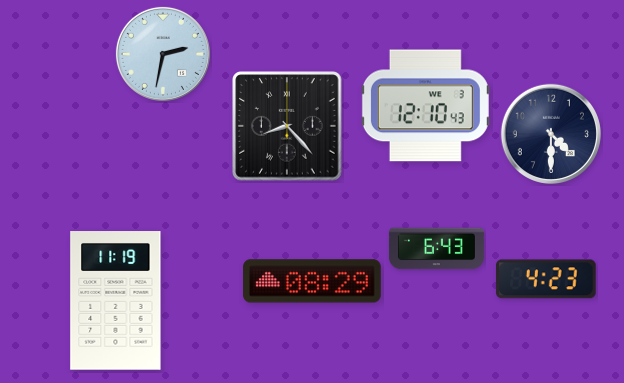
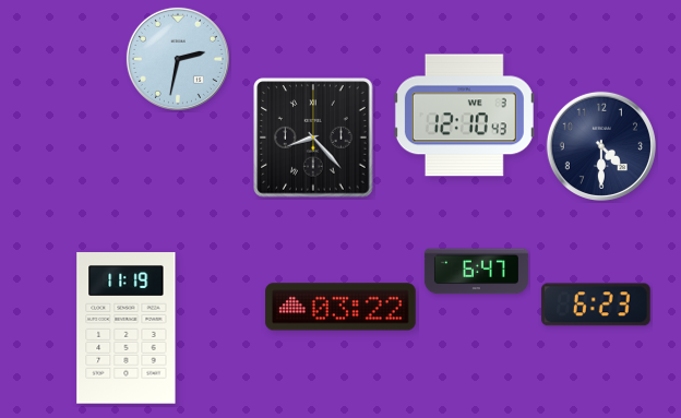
clock at (436, 249): 6:43 -> 6:47
clock at (546, 279): 4:23 -> 6:23
clock at (312, 281): 08:29 -> 03:22
